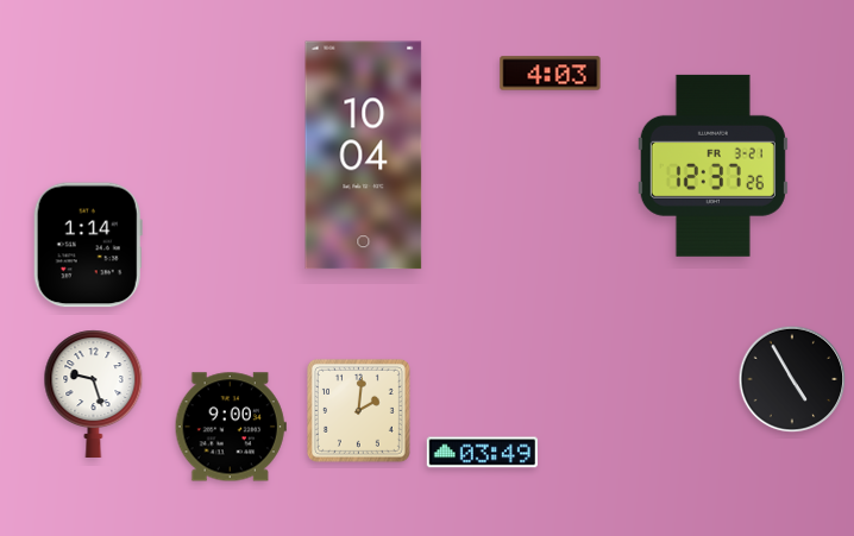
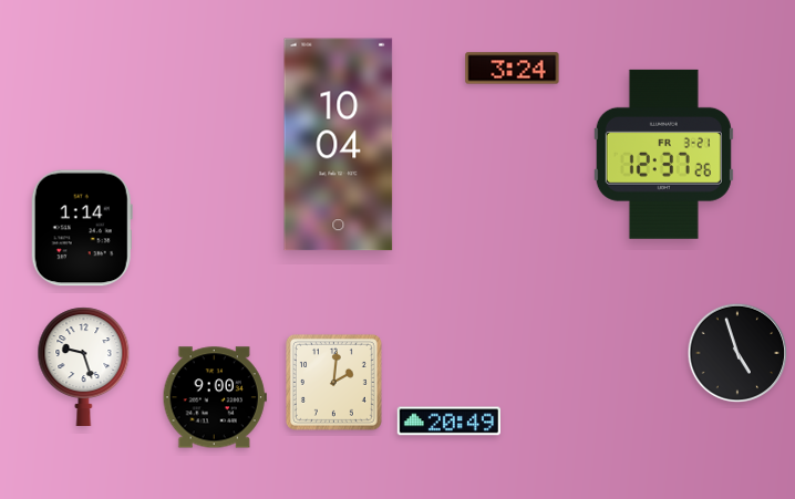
clock at (551, 74): 4:03 -> 3:24
clock at (792, 379): 4:55 -> 4:57
clock at (94, 393) position: (94, 393) -> (84, 366)
clock at (482, 453): 03:49 -> 20:49
